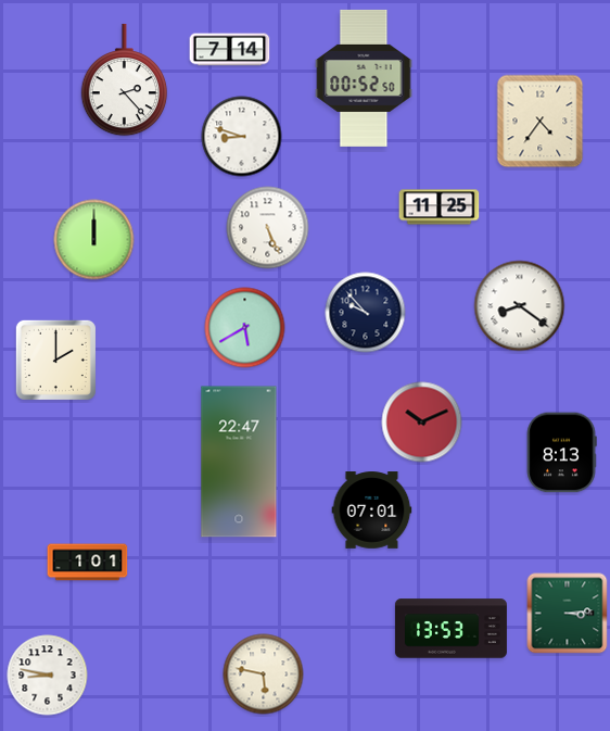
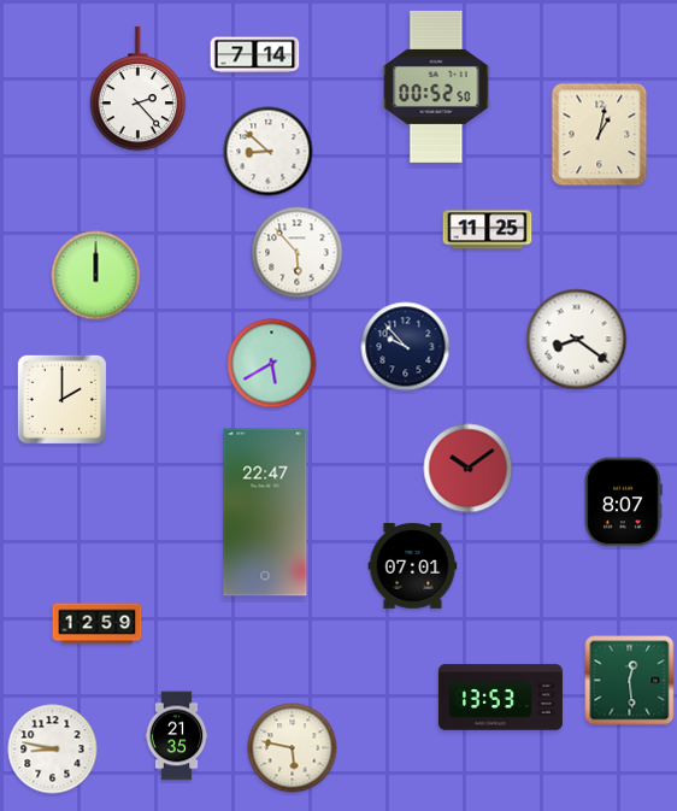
clock at (364, 78) position: (364, 78) -> (436, 87)
clock at (541, 122): 4:36 -> 1:02
clock at (242, 137): 8:48 -> 8:52
clock at (268, 228): 5:26 -> 5:53
clock at (94, 240) position: (94, 240) -> (96, 276)
clock at (422, 423): 10:11 -> 10:09
clock at (561, 453): 8:13 -> 8:07
clock at (88, 563): 1:01 -> 12:59
clock at (568, 614): 3:14 -> 12:29
clock at (177, 736): none -> 21:35
